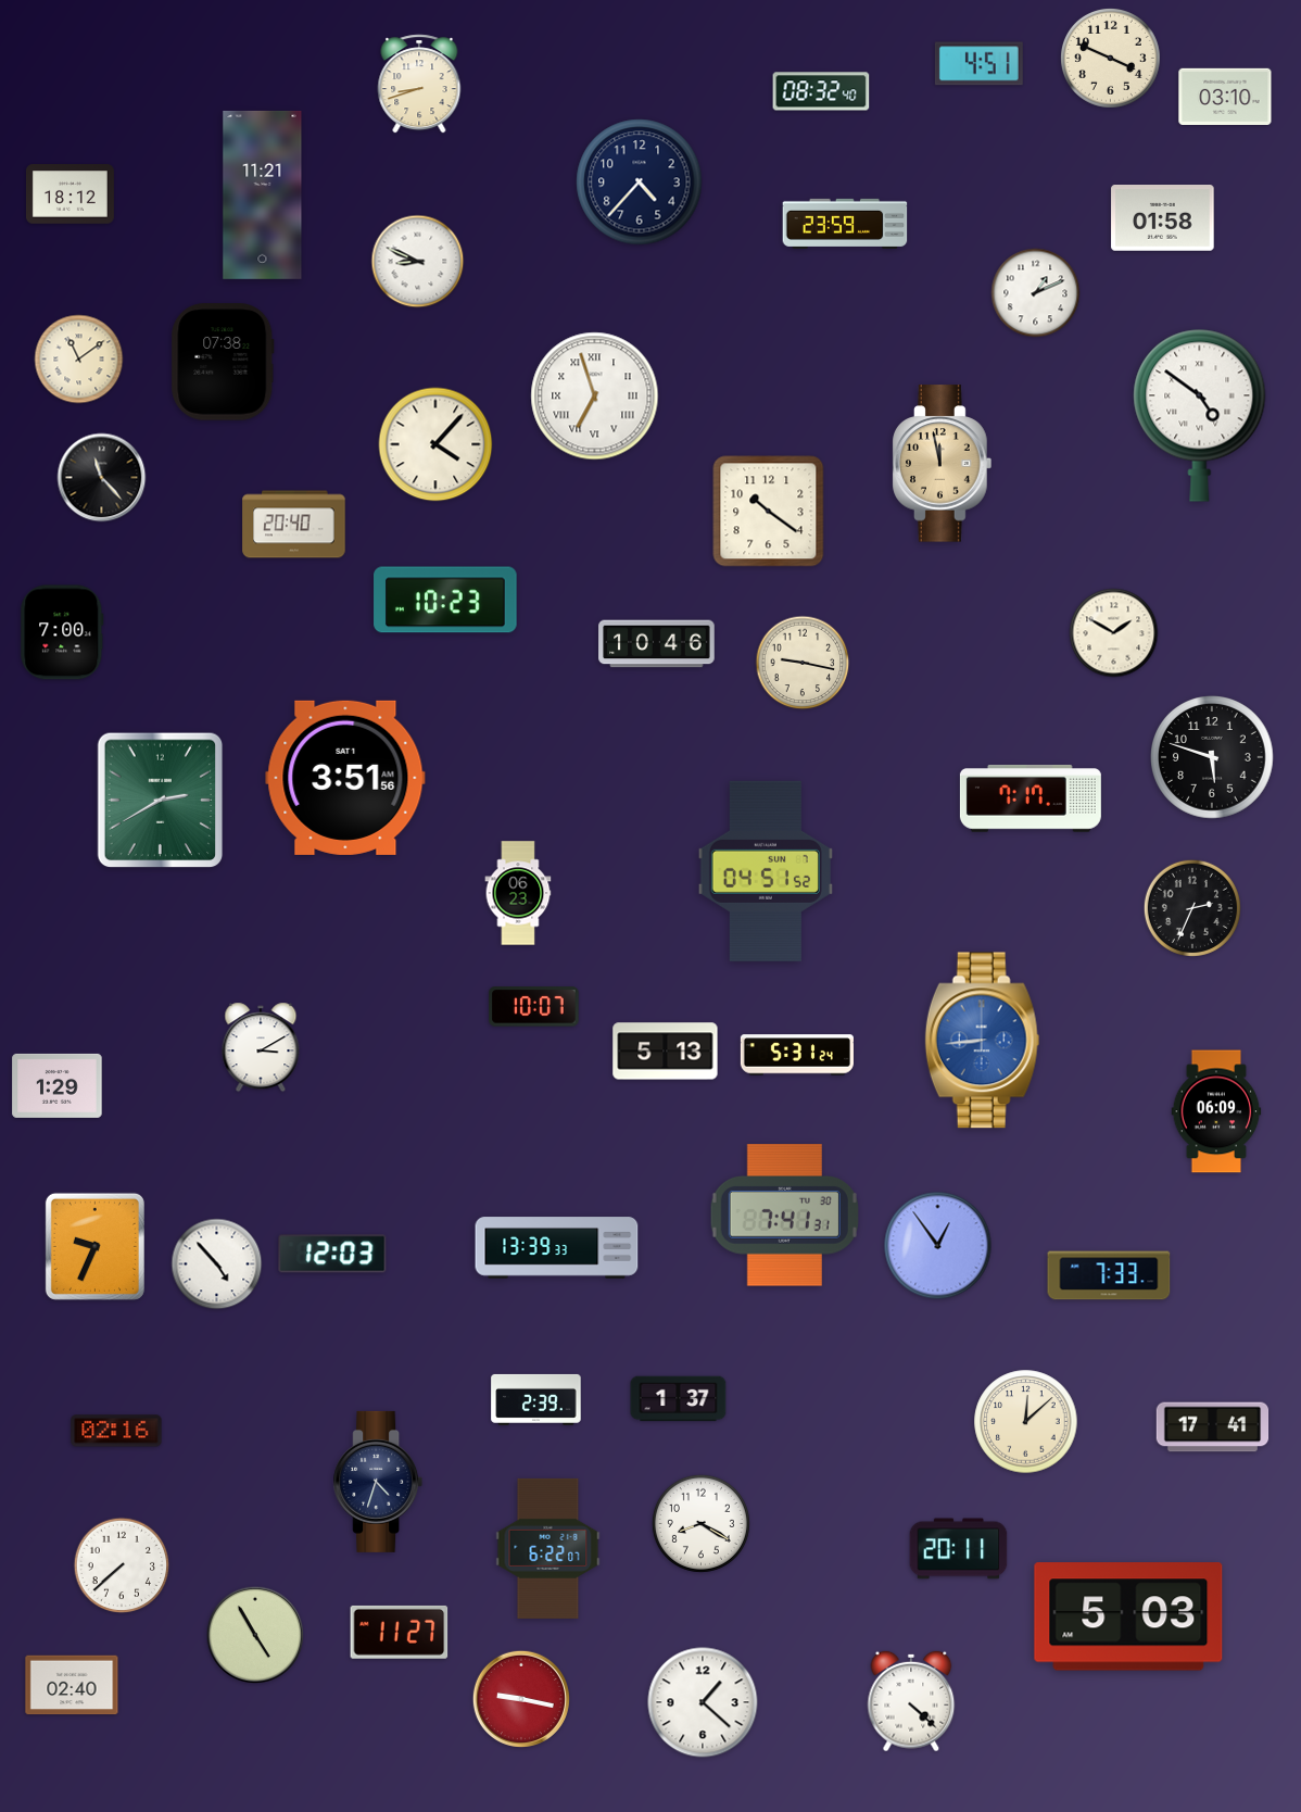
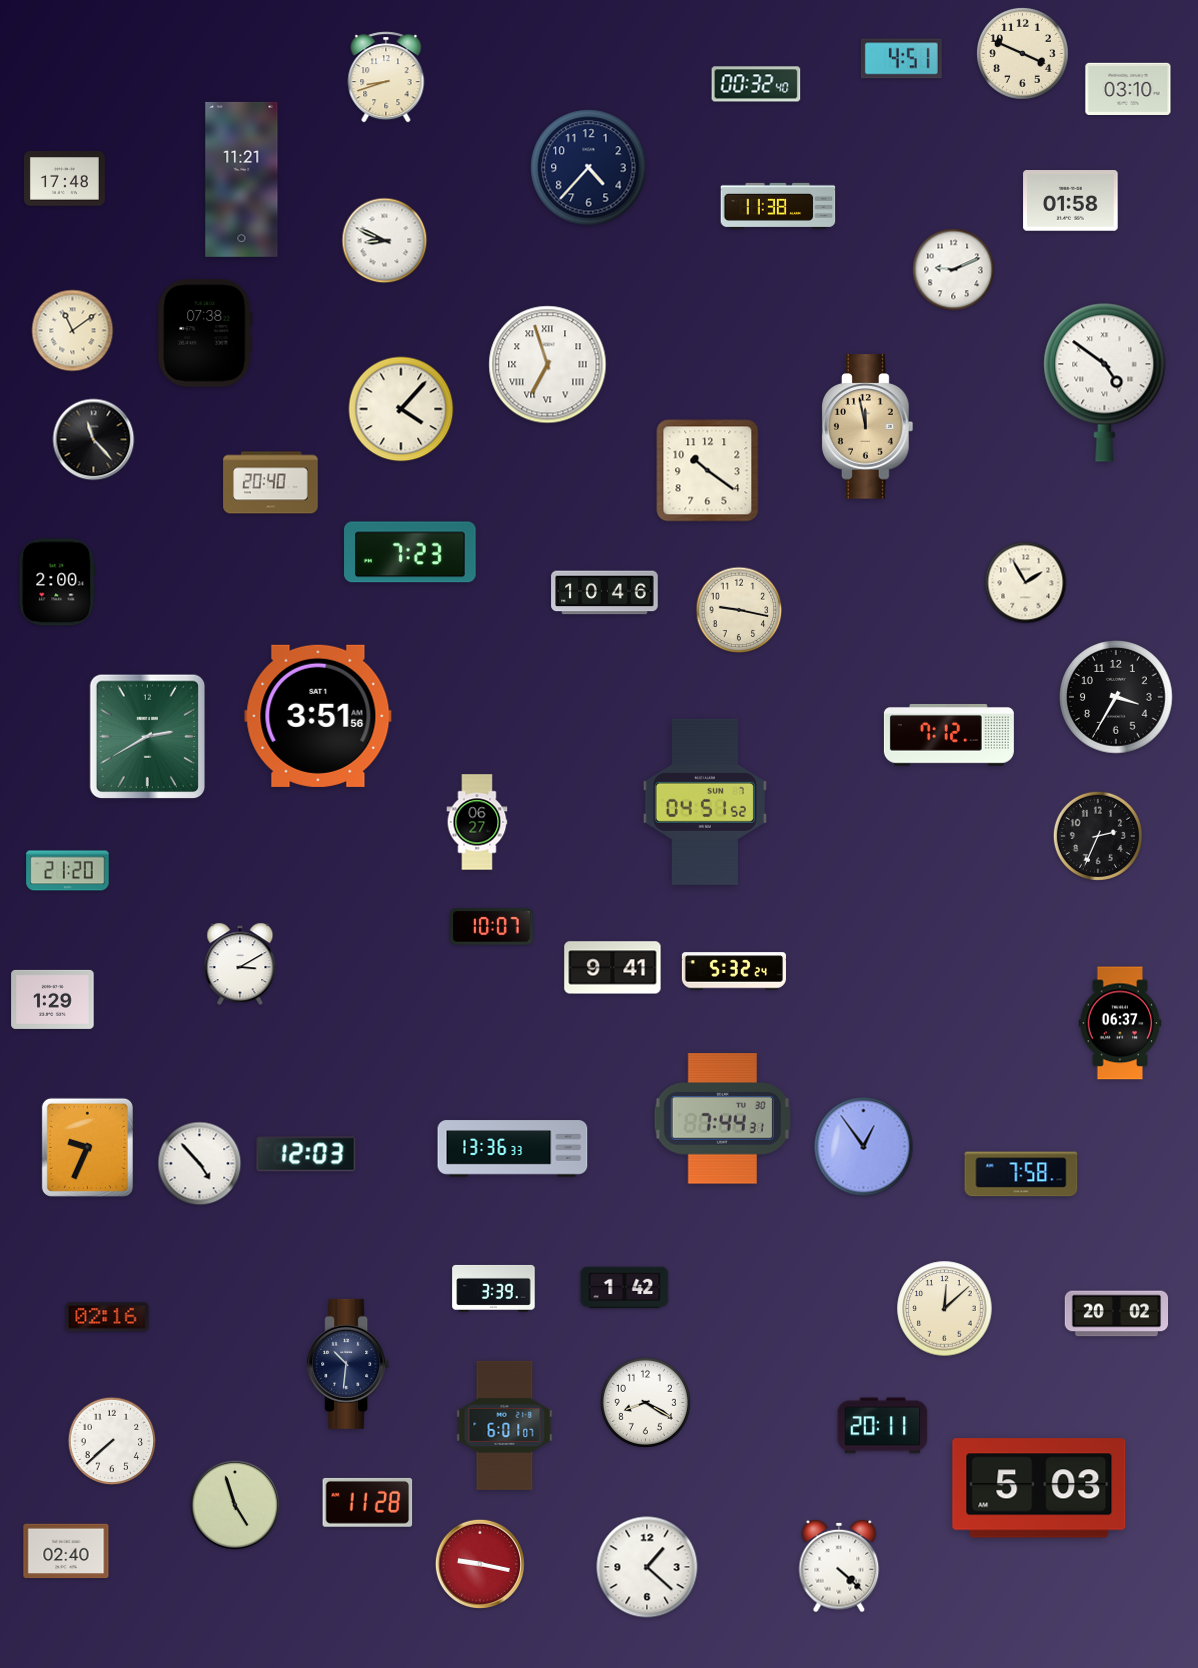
clock at (821, 91): 08:32 -> 00:32
clock at (70, 194): 18:12 -> 17:48
clock at (845, 224): 23:59 -> 11:38
clock at (1036, 293): 1:11 -> 9:11
clock at (445, 600): 10:23 -> 7:23
clock at (62, 632): 7:00 -> 2:00
clock at (1114, 633): 1:50 -> 1:55
clock at (1212, 757): 5:48 -> 3:35
clock at (1031, 798): 7:17 -> 7:12
clock at (518, 893): 06:23 -> 06:27
clock at (68, 871): none -> 21:20
clock at (983, 1041): 8:44 -> none
clock at (666, 1052): 5:13 -> 9:41
clock at (797, 1055): 5:31 -> 5:32
clock at (1216, 1111): 06:09 -> 06:37
clock at (784, 1216): 7:41 -> 7:44
clock at (557, 1248): 13:39 -> 13:36
clock at (1109, 1275): 7:33 -> 7:58
clock at (536, 1399): 2:39 -> 3:39
clock at (679, 1399): 1:37 -> 1:42
clock at (1213, 1427): 17:41 -> 20:02
clock at (378, 1482): 4:33 -> 10:31
clock at (548, 1548): 6:22 -> 6:01
clock at (400, 1632): 11:27 -> 11:28
clock at (255, 1635): 4:55 -> 4:57
